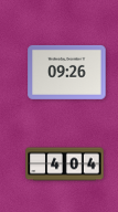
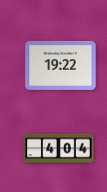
clock at (67, 72): 09:26 -> 19:22
